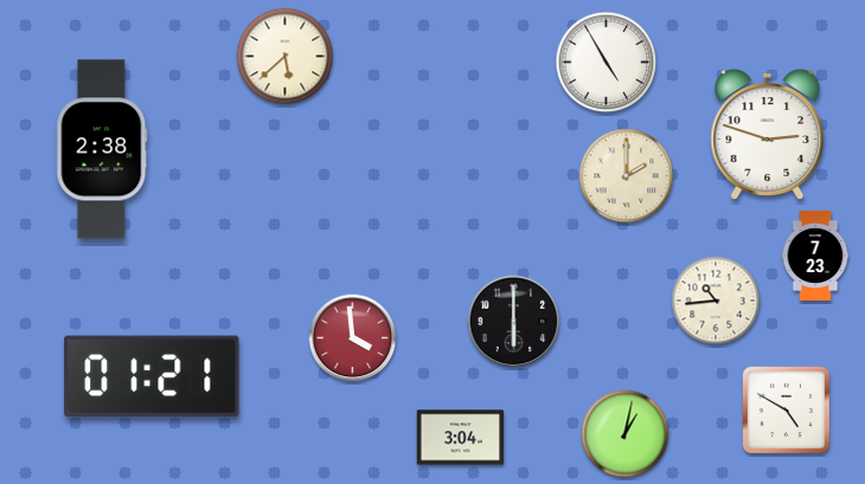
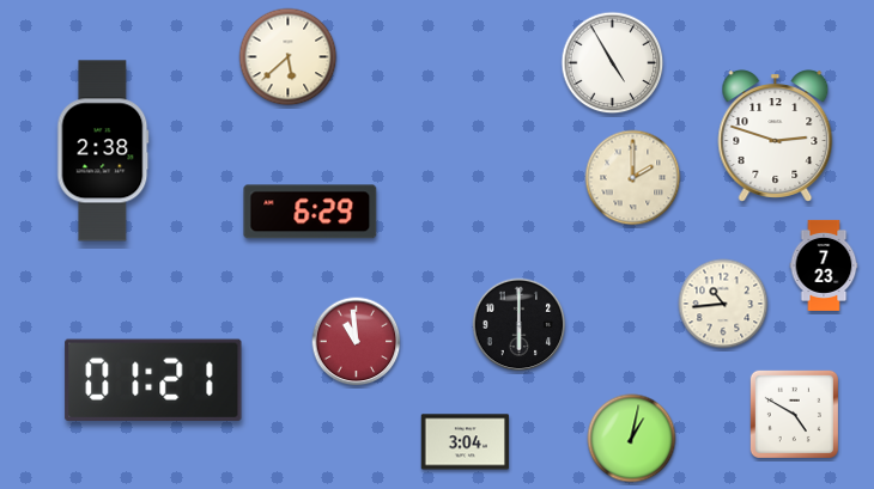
clock at (310, 212): none -> 6:29
clock at (815, 256) position: (815, 256) -> (824, 265)
clock at (353, 338): 3:59 -> 10:59
